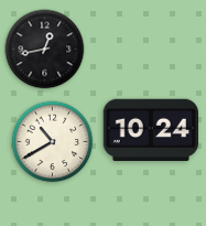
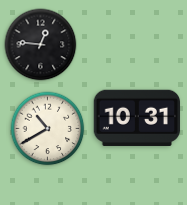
clock at (45, 50): 12:43 -> 12:46
clock at (150, 129): 10:24 -> 10:31
